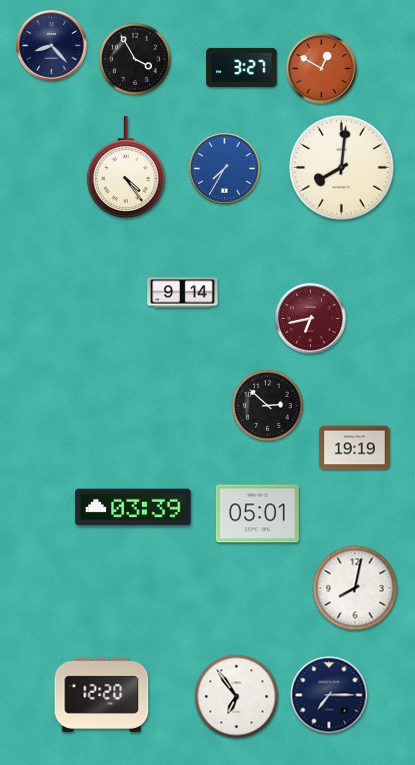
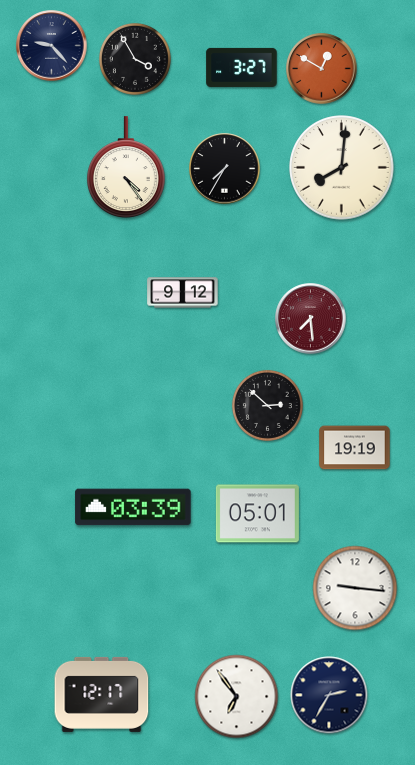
clock at (52, 46): 8:23 -> 9:23
clock at (225, 169) dial: blue -> black
clock at (183, 293): 9:14 -> 9:12
clock at (311, 319): 6:43 -> 7:29
clock at (355, 588): 8:02 -> 9:16
clock at (102, 694): 12:20 -> 12:17
clock at (329, 695): 7:15 -> 2:35
